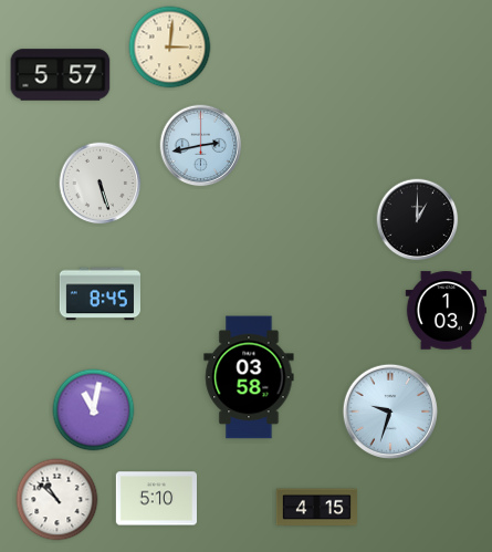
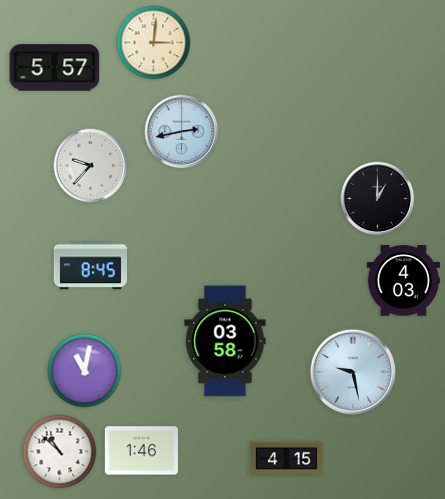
clock at (101, 184): 5:27 -> 9:37
clock at (446, 311): 1:03 -> 4:03
clock at (390, 412): 9:33 -> 9:28
clock at (156, 499): 5:10 -> 1:46
clock at (57, 500) position: (57, 500) -> (60, 452)
